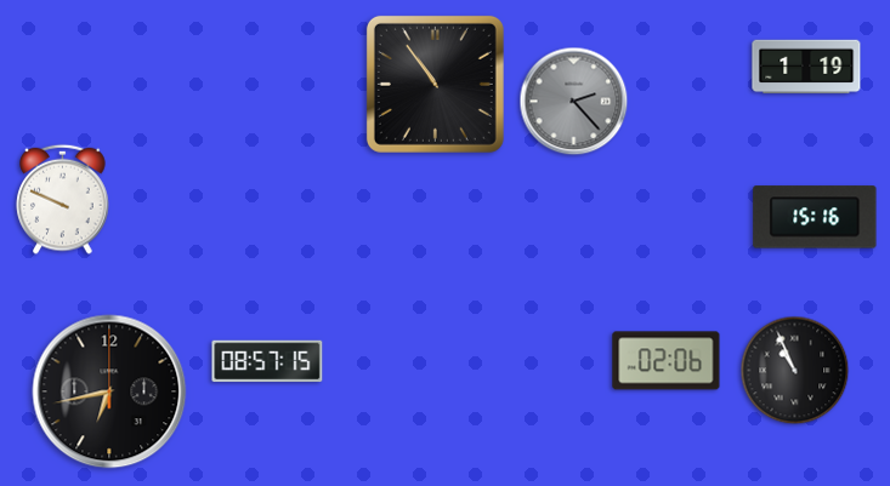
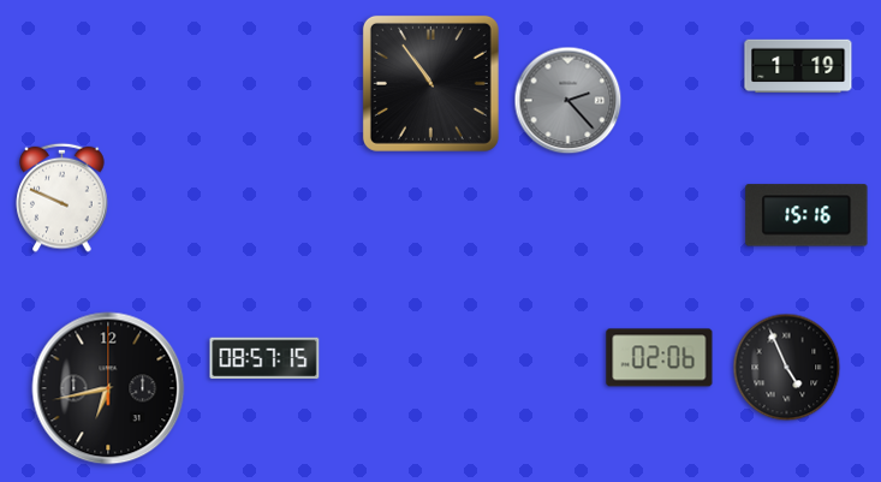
clock at (795, 371): 10:56 -> 4:56
